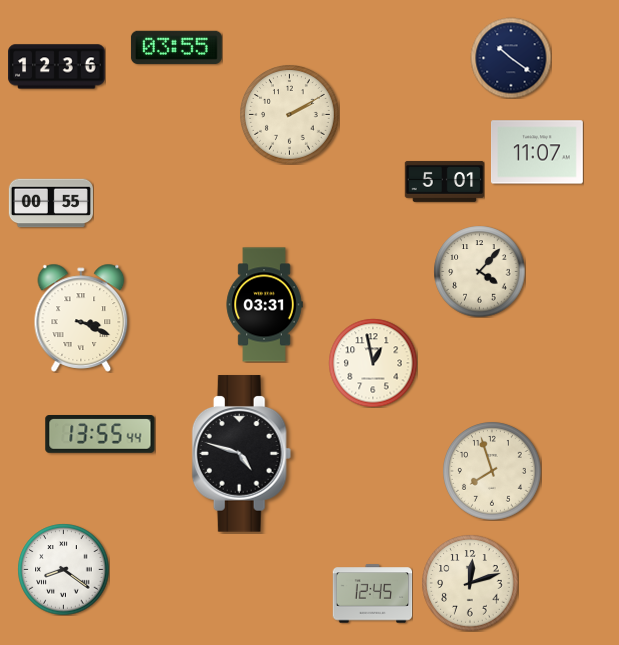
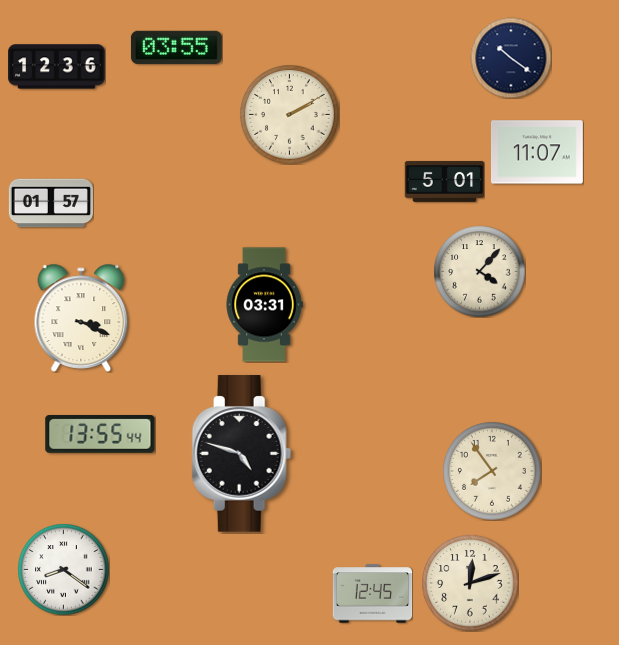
clock at (51, 203): 00:55 -> 01:57
clock at (373, 363): 12:58 -> none
clock at (492, 471): 7:57 -> 7:54
